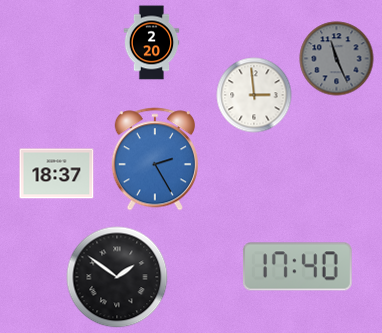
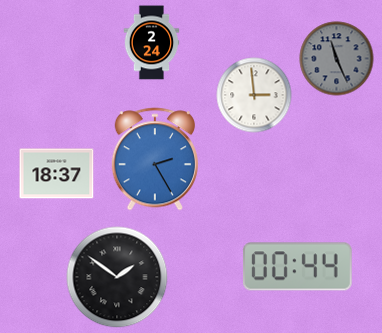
clock at (152, 43): 2:20 -> 2:24
clock at (297, 267): 17:40 -> 00:44
